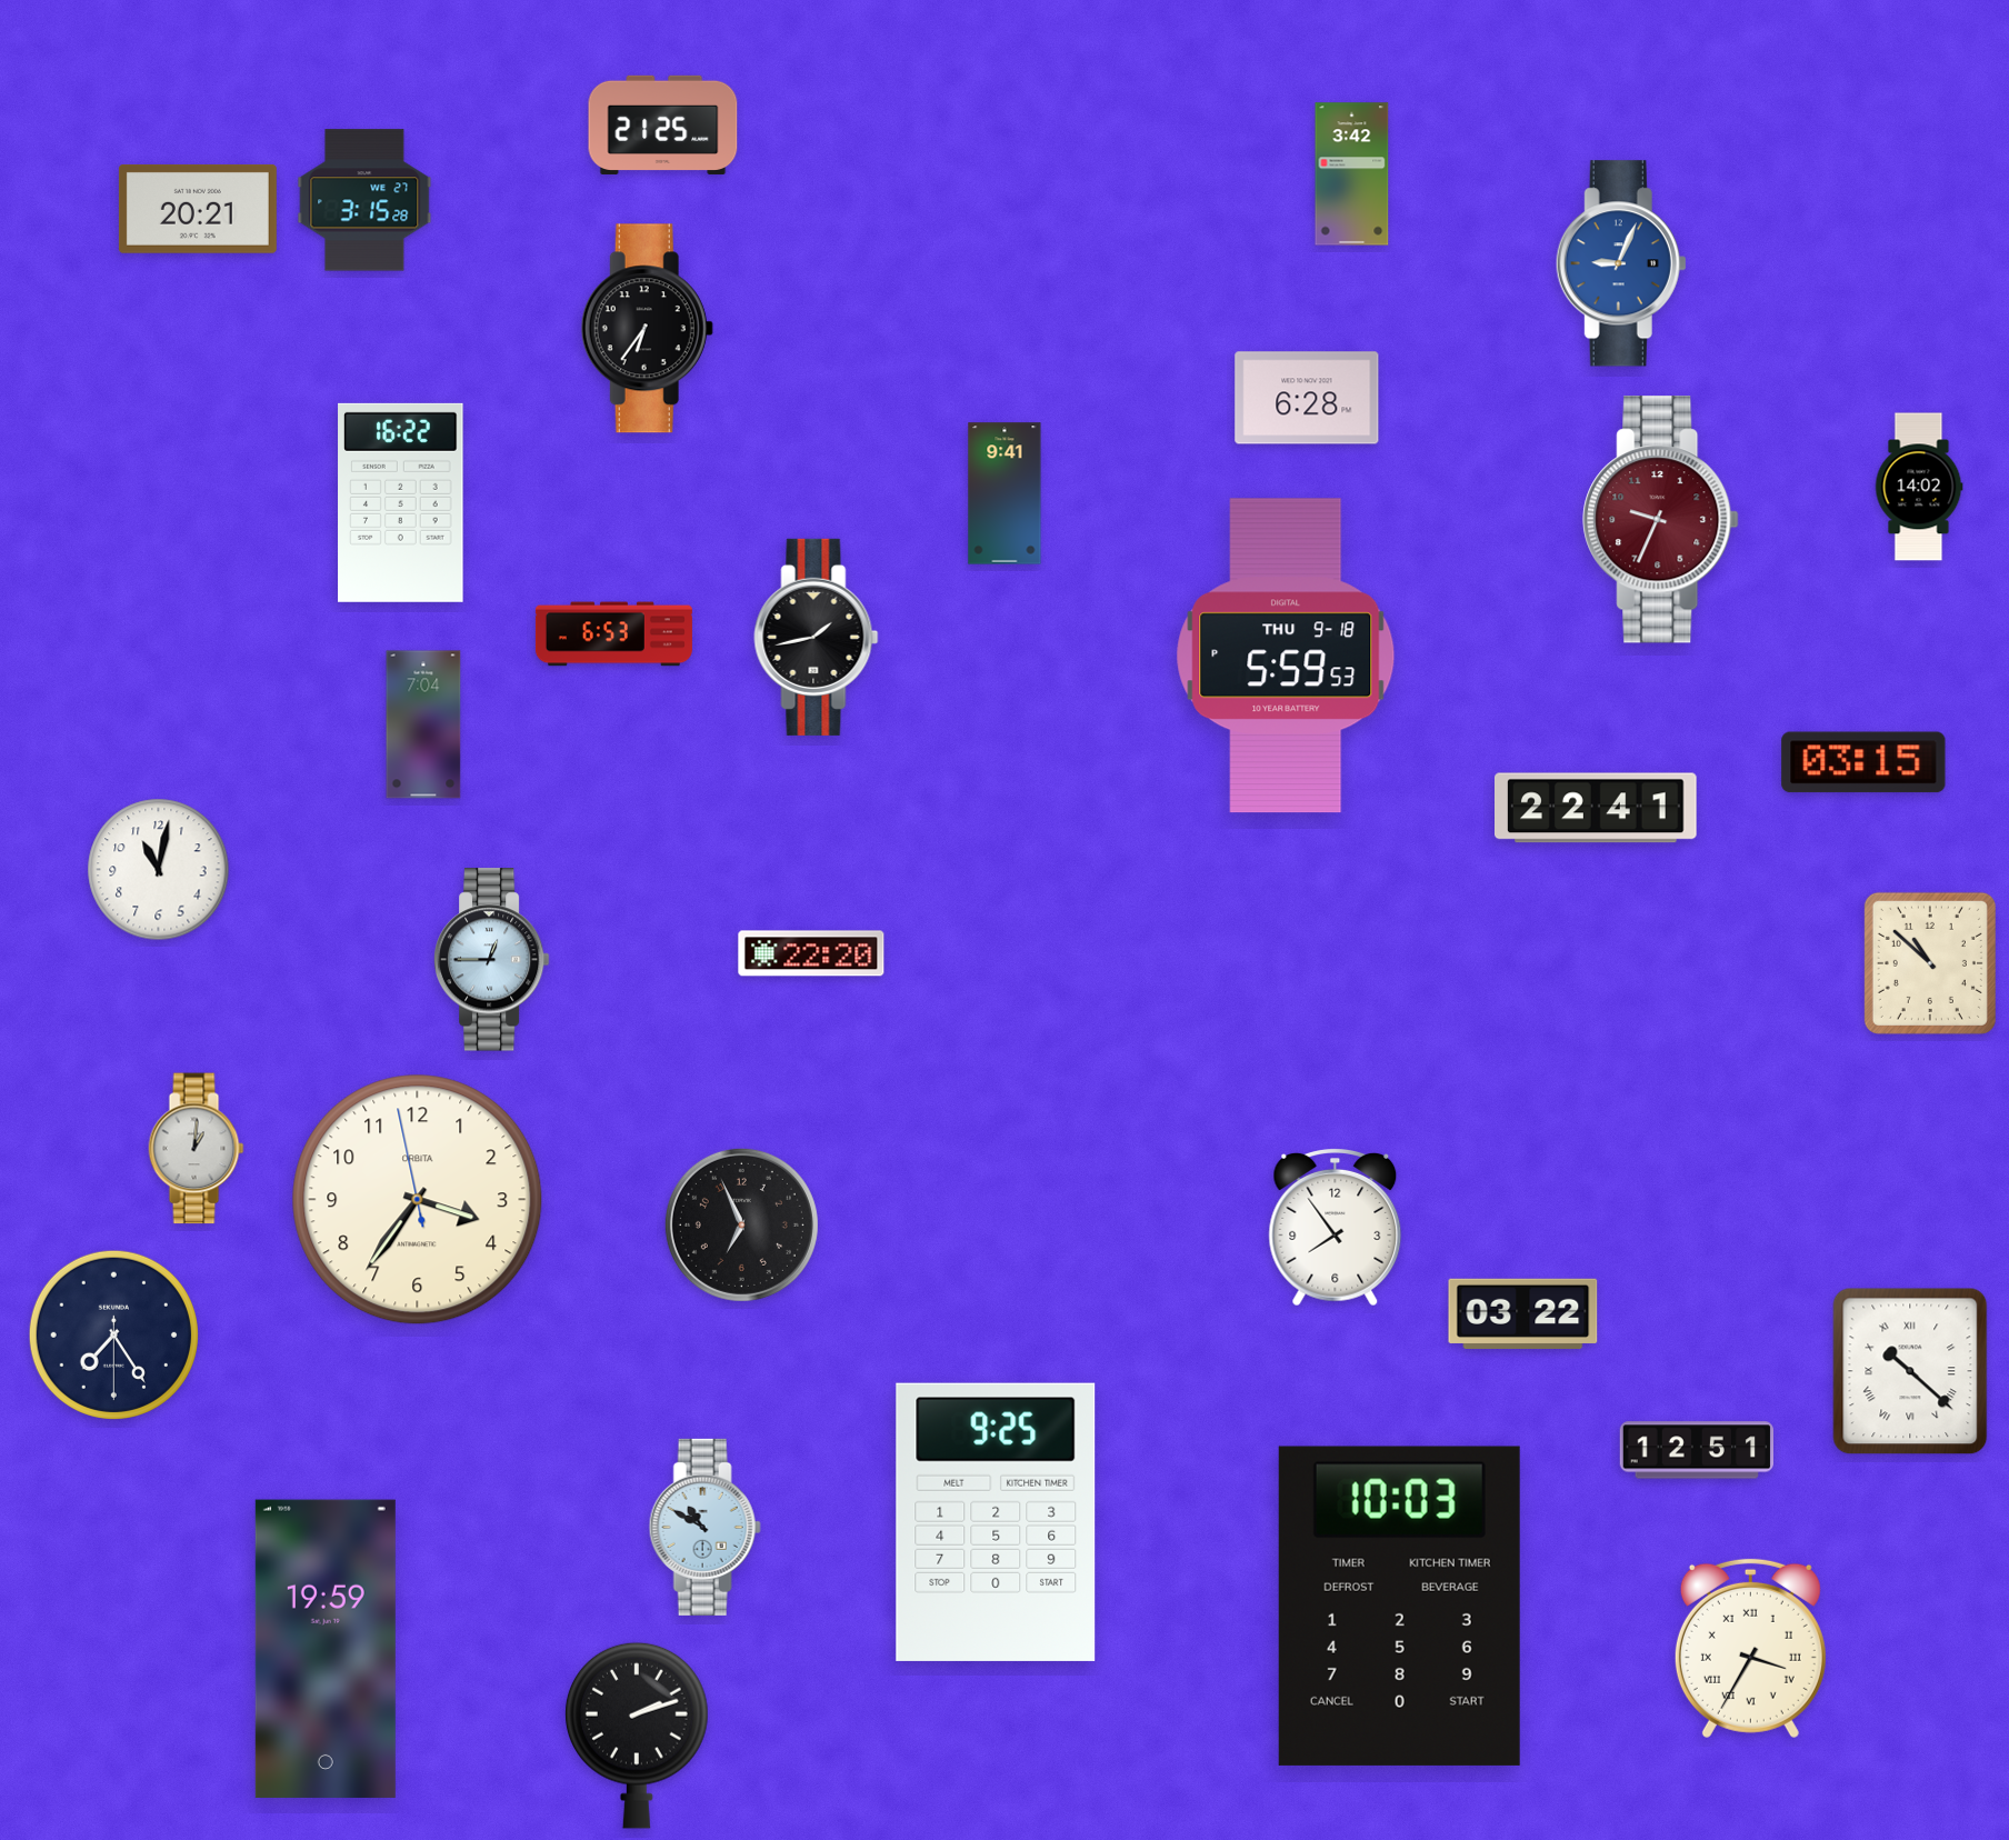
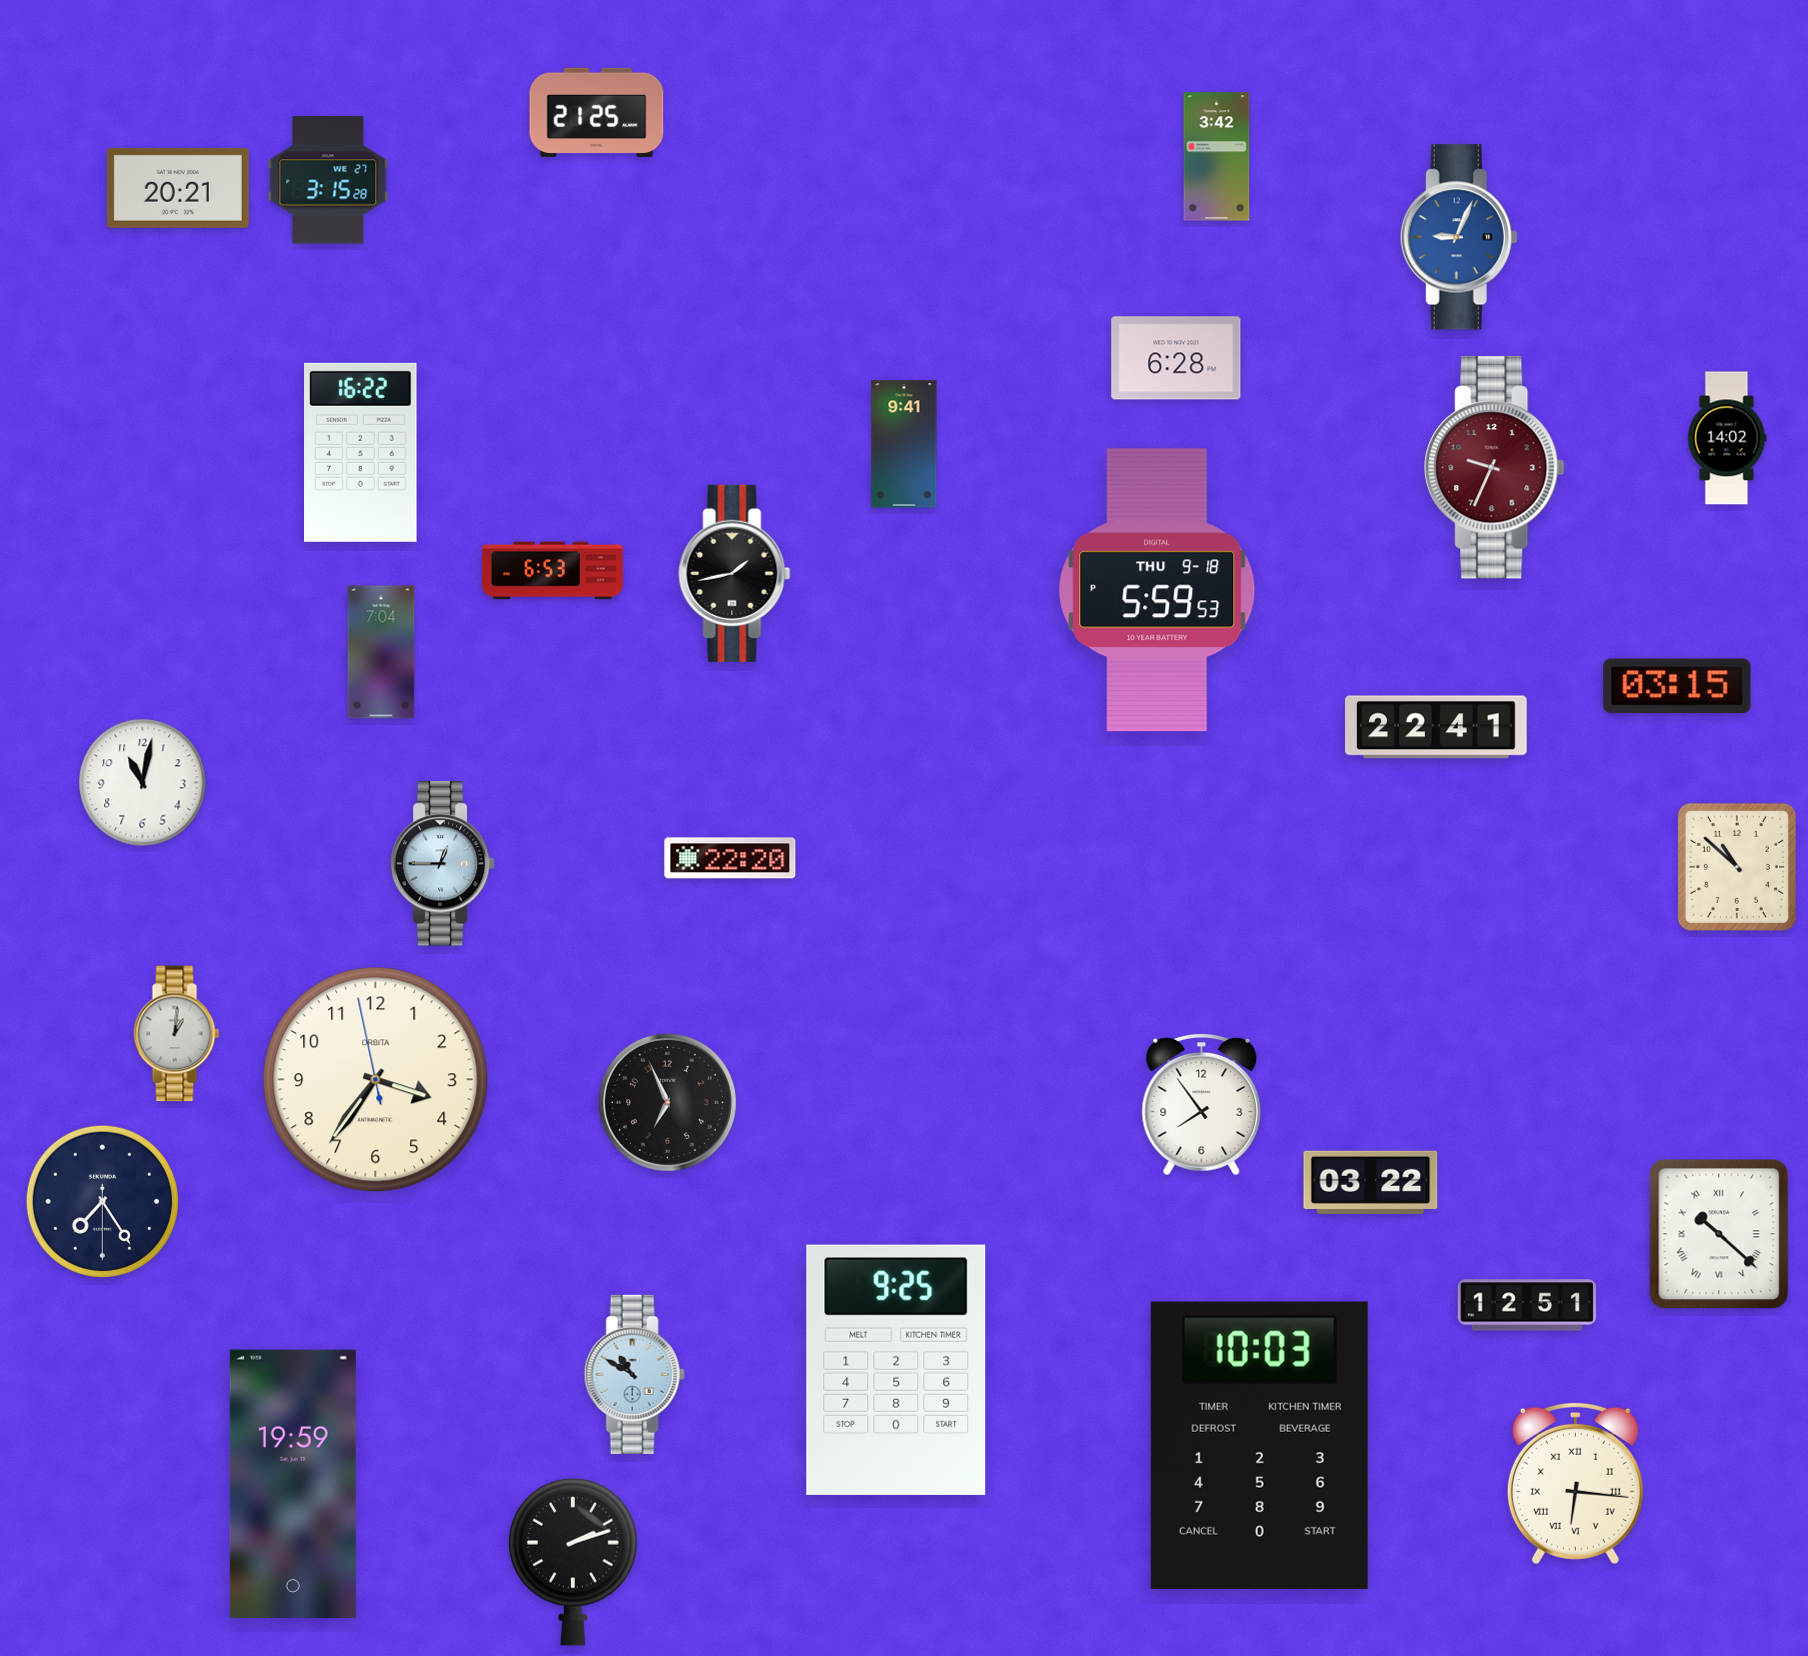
clock at (647, 329): 6:36 -> none
clock at (1750, 1648): 3:35 -> 6:16
